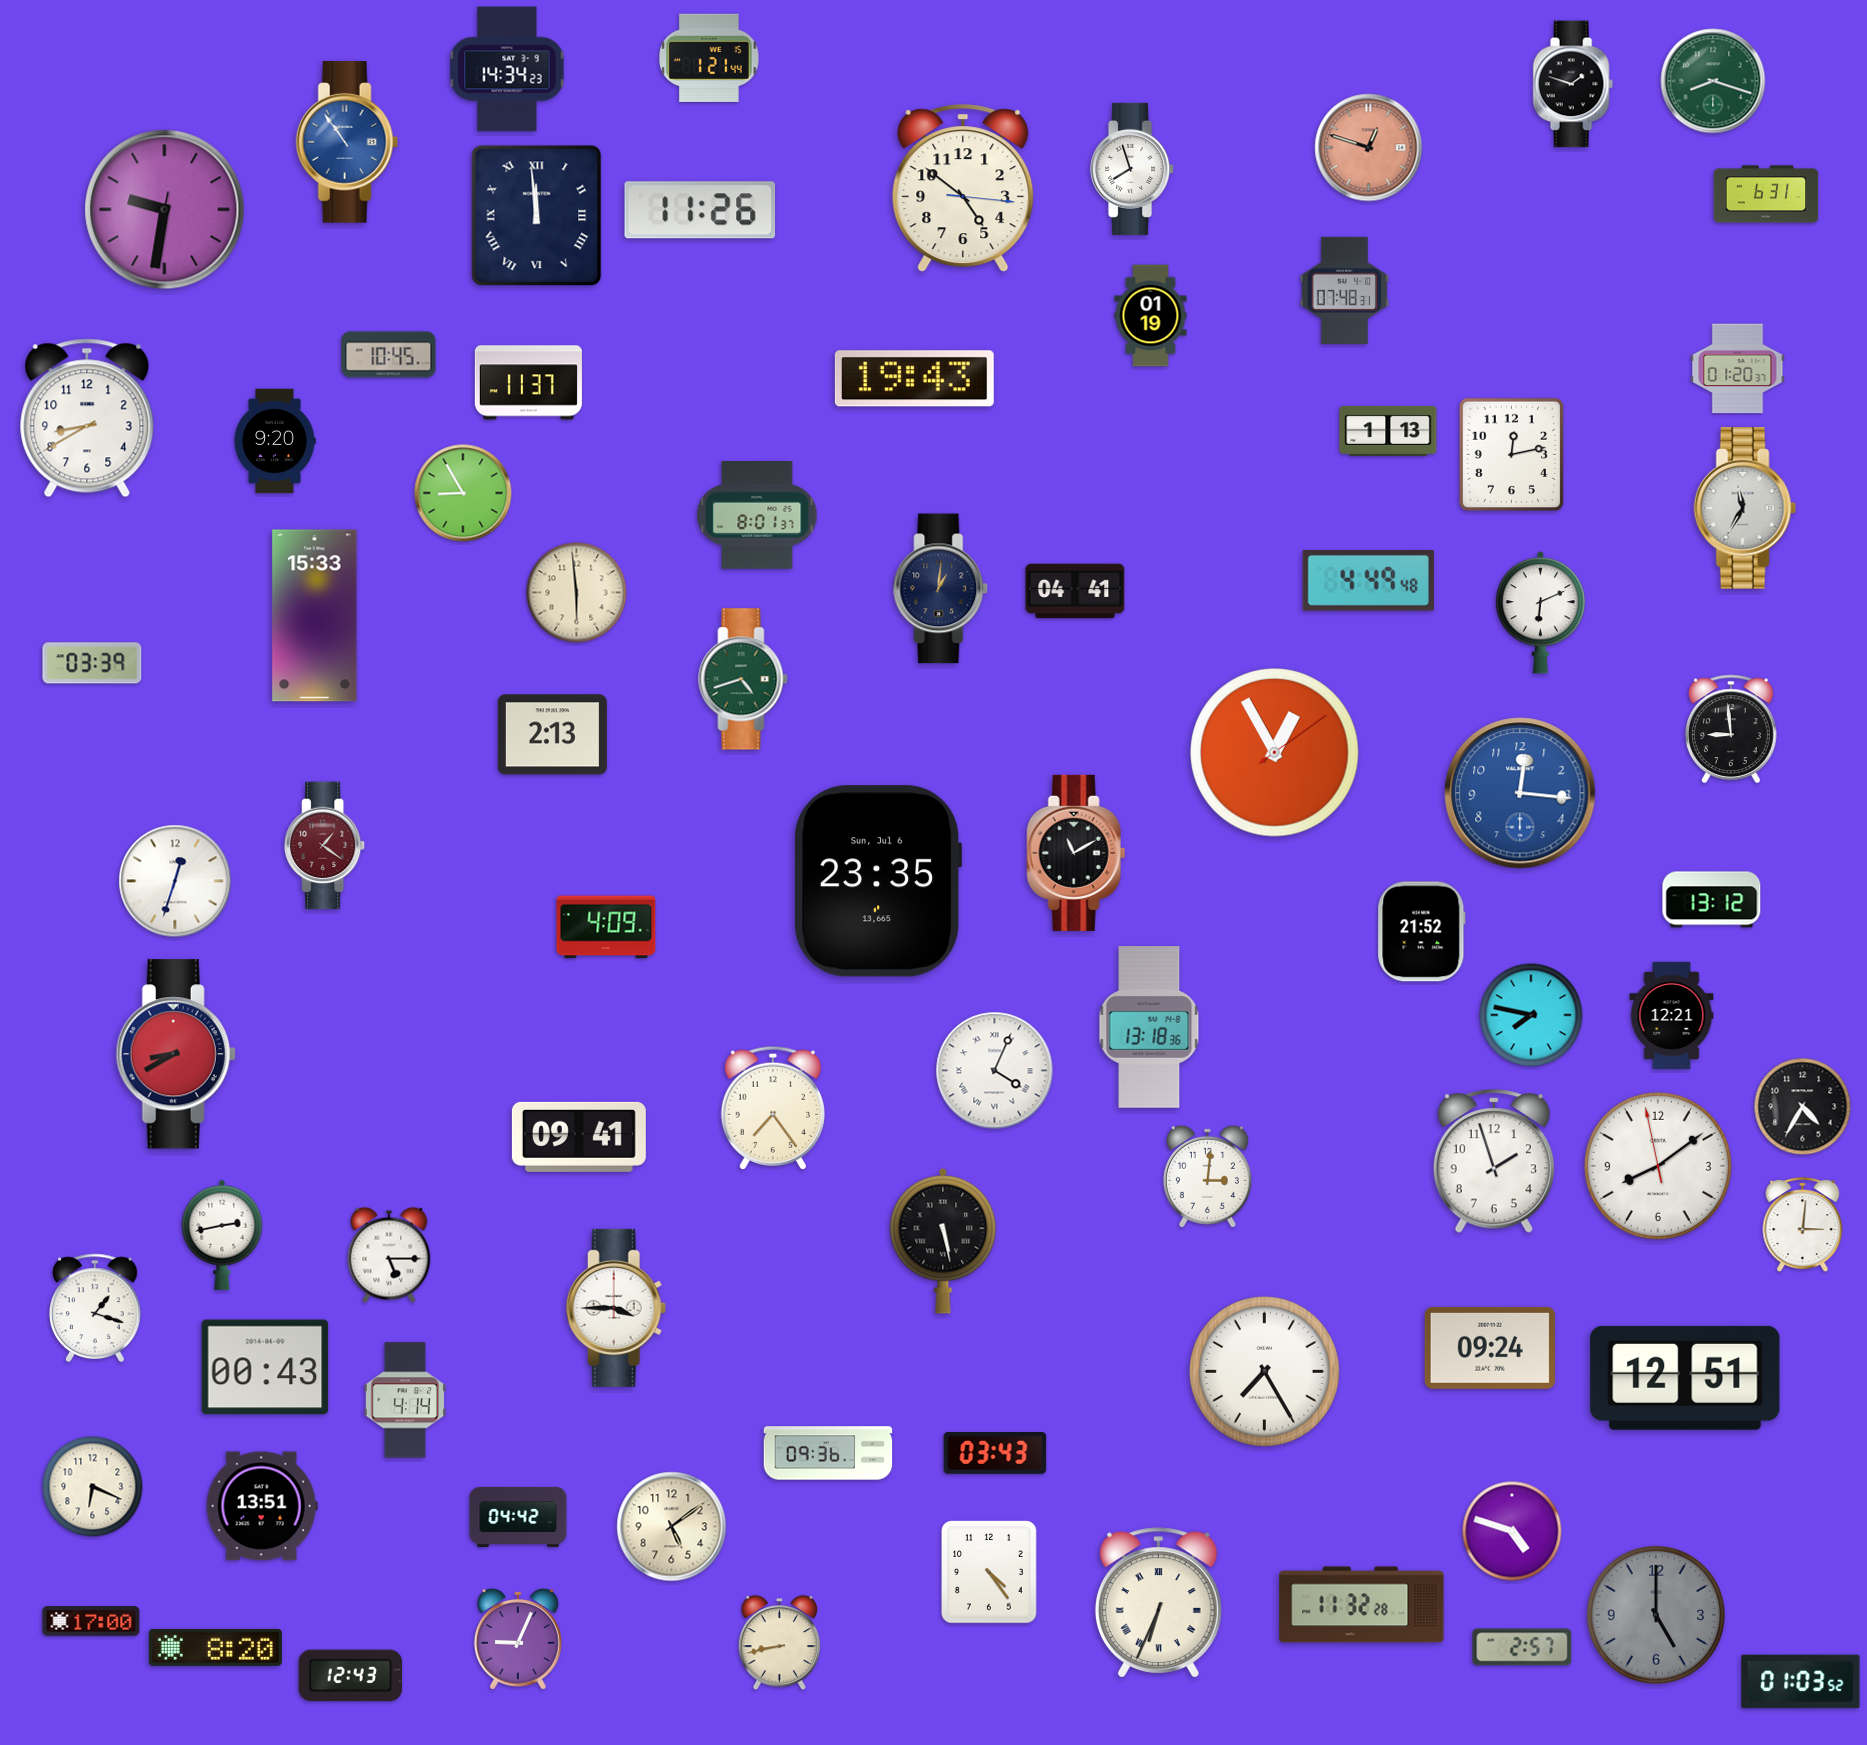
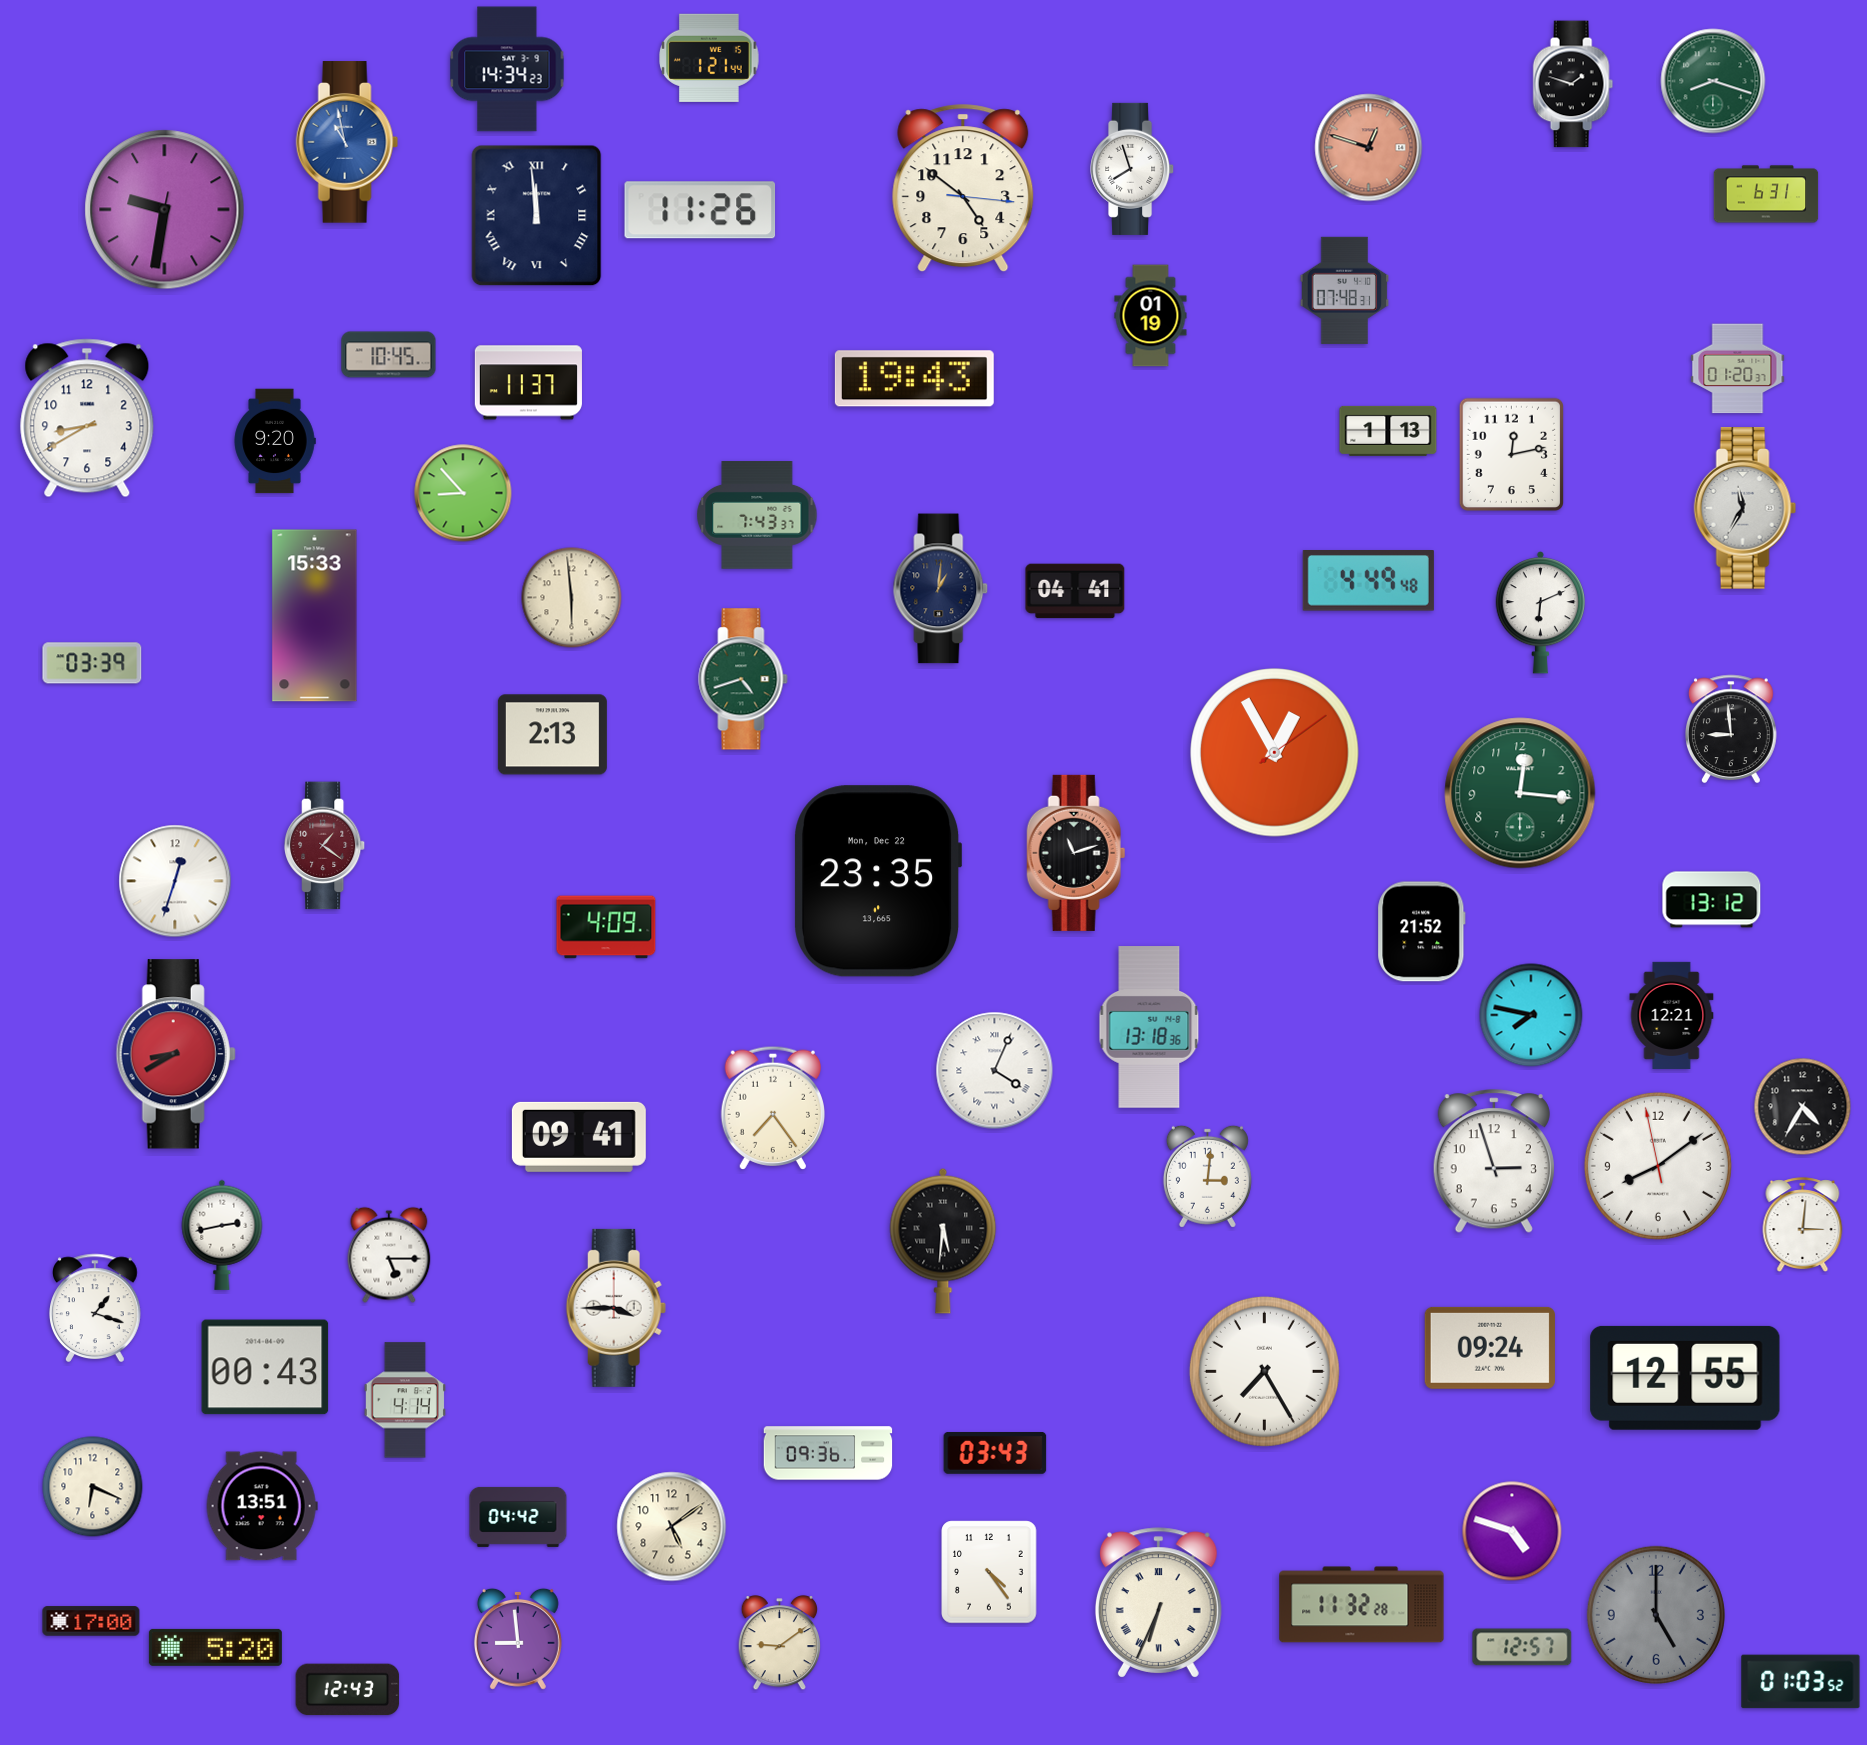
clock at (347, 142): 10:54 -> 10:58
clock at (463, 493): 8:55 -> 8:53
clock at (757, 515): 8:01 -> 7:43
clock at (577, 593) position: (577, 593) -> (572, 598)
clock at (1520, 793) dial: blue -> green
clock at (1076, 853): 11:10 -> 11:12
clock at (878, 881) date: Sun, Jul 6 -> Mon, Dec 22
clock at (1494, 1162): 1:57 -> 2:57
clock at (943, 1241): 5:28 -> 5:31
clock at (1685, 1378): 12:51 -> 12:55
clock at (518, 1639): 9:04 -> 8:59
clock at (779, 1643): 8:43 -> 9:09
clock at (215, 1647): 8:20 -> 5:20
clock at (1522, 1647): 2:57 -> 12:57
clock at (351, 1676) position: (351, 1676) -> (348, 1690)
